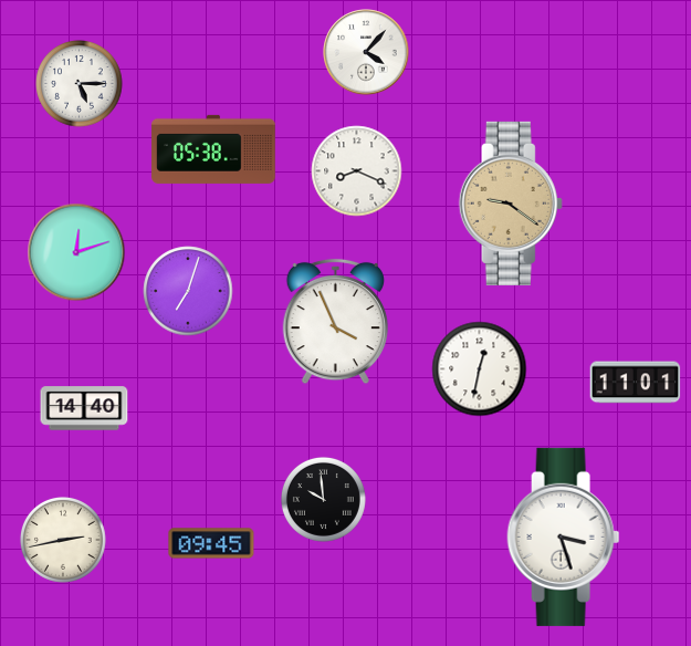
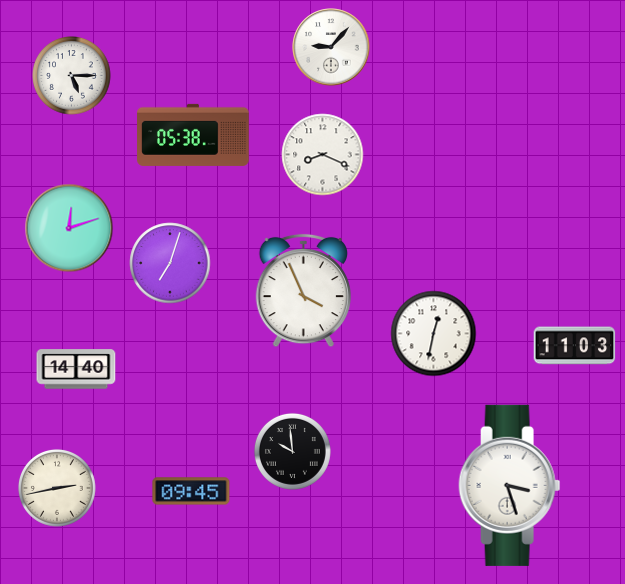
clock at (366, 52): 4:07 -> 9:07
clock at (511, 204): 9:21 -> none
clock at (636, 383): 11:01 -> 11:03
